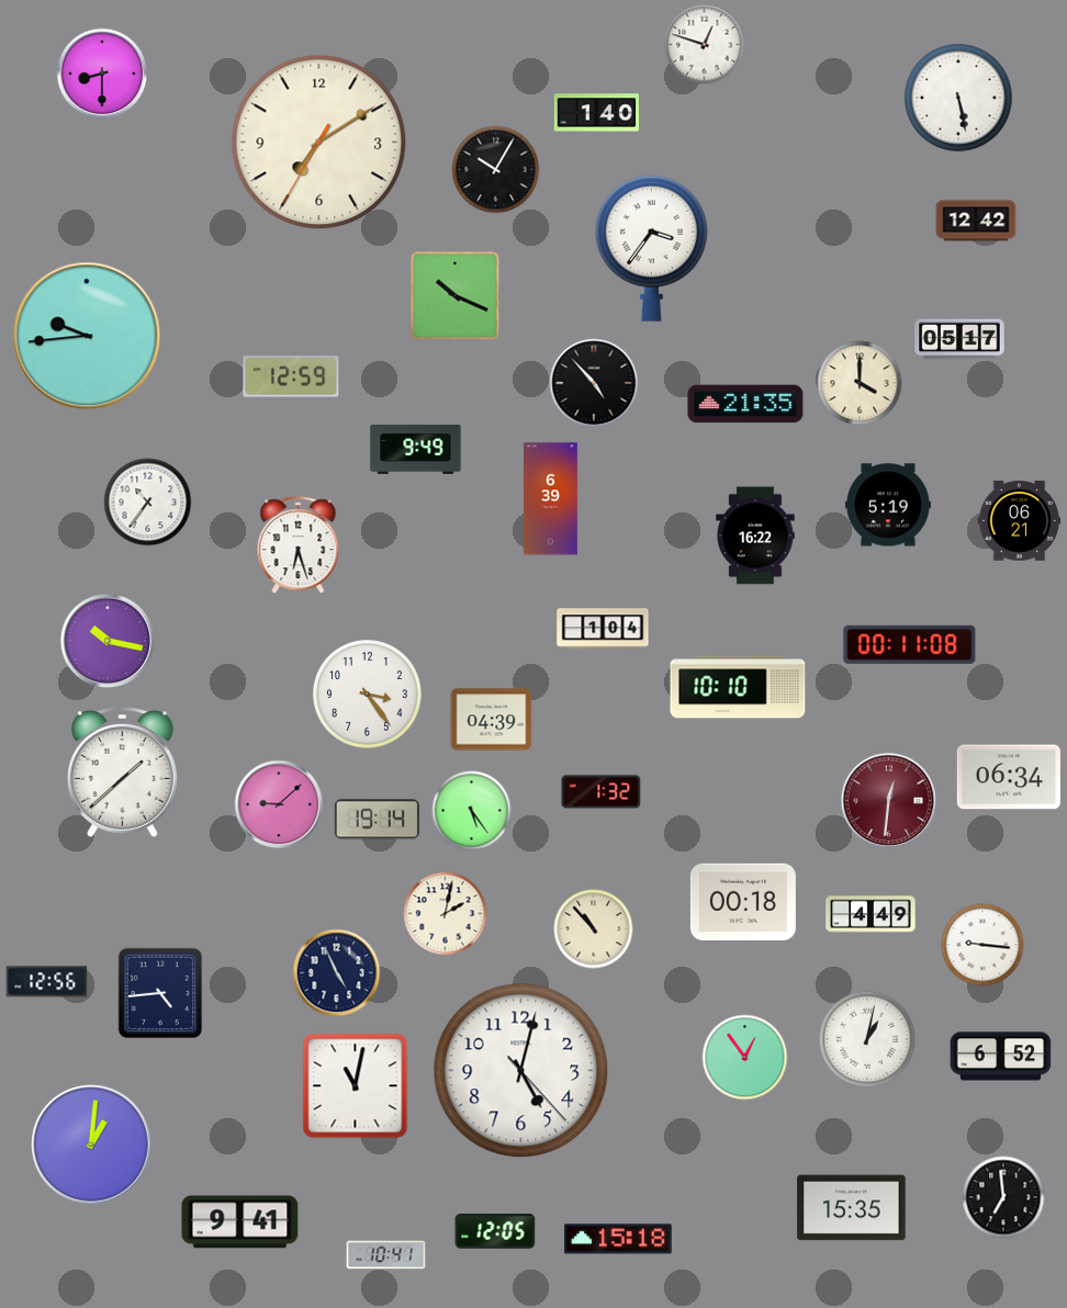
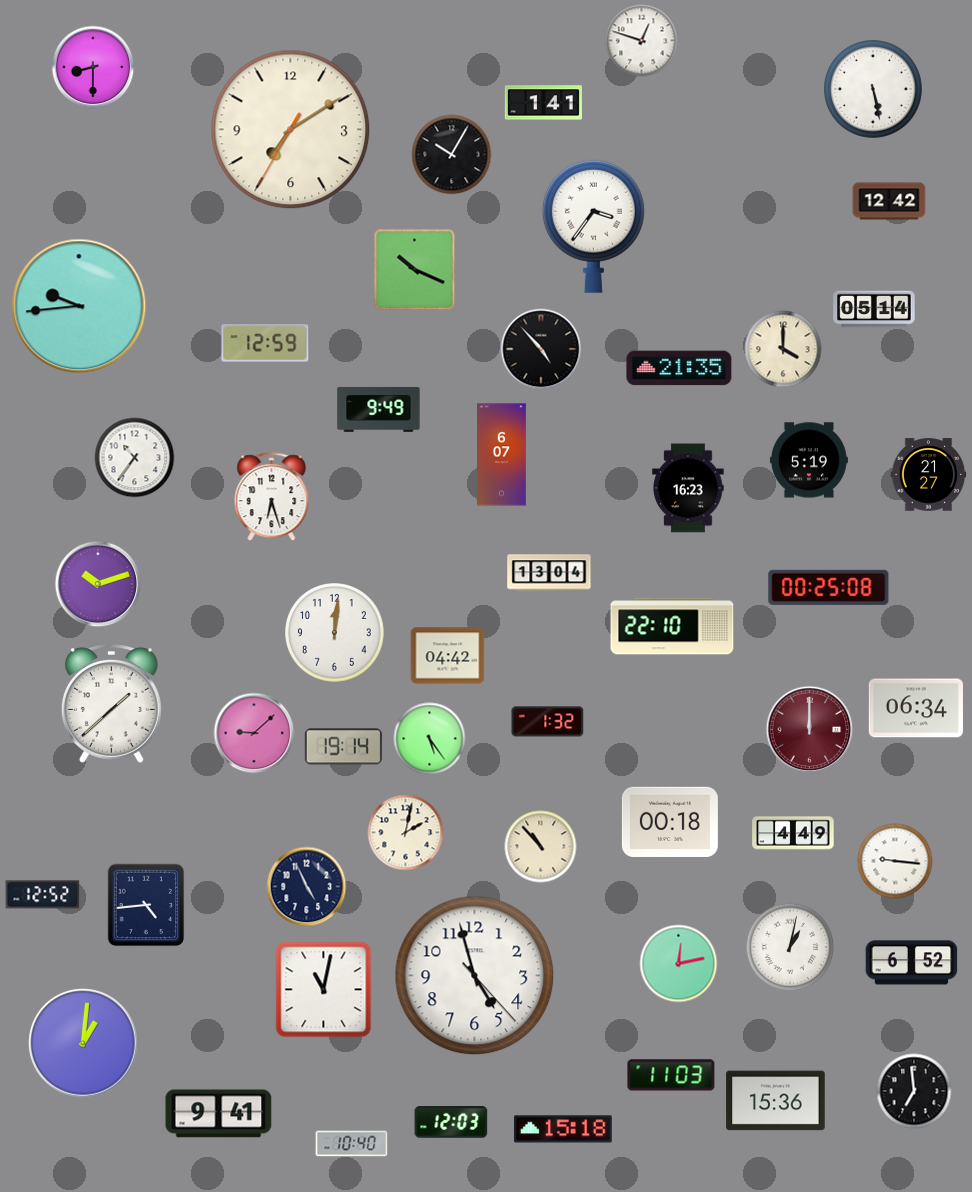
clock at (596, 113): 1:40 -> 1:41
clock at (959, 339): 05:17 -> 05:14
clock at (551, 499): 6:39 -> 6:07
clock at (1020, 521): 06:21 -> 21:27
clock at (755, 535): 16:22 -> 16:23
clock at (603, 629): 1:04 -> 13:04
clock at (108, 641): 10:17 -> 10:12
clock at (910, 644): 00:11 -> 00:25
clock at (738, 687): 10:10 -> 22:10
clock at (368, 695): 3:24 -> 12:01
clock at (492, 720): 04:39 -> 04:42
clock at (1009, 777) position: (1009, 777) -> (916, 708)
clock at (889, 801): 12:31 -> 12:00
clock at (743, 902) position: (743, 902) -> (670, 822)
clock at (47, 982): 12:56 -> 12:52
clock at (745, 1058): 12:54 -> 12:13
clock at (521, 1071): 5:02 -> 4:57
clock at (671, 1075): none -> 11:03
clock at (852, 1208): 15:35 -> 15:36
clock at (495, 1231): 12:05 -> 12:03
clock at (386, 1255): 10:41 -> 10:40
